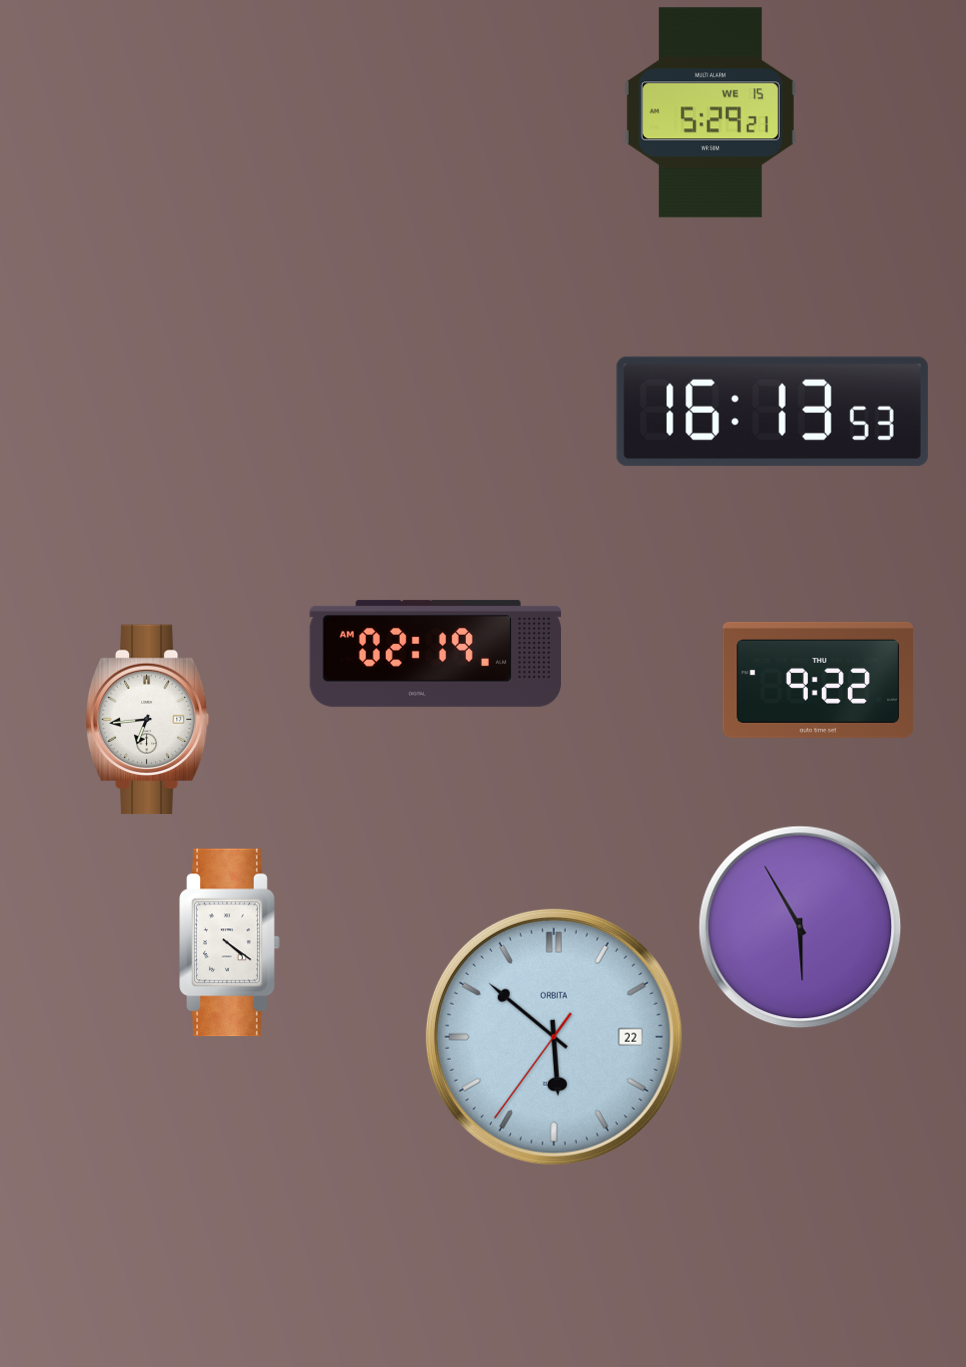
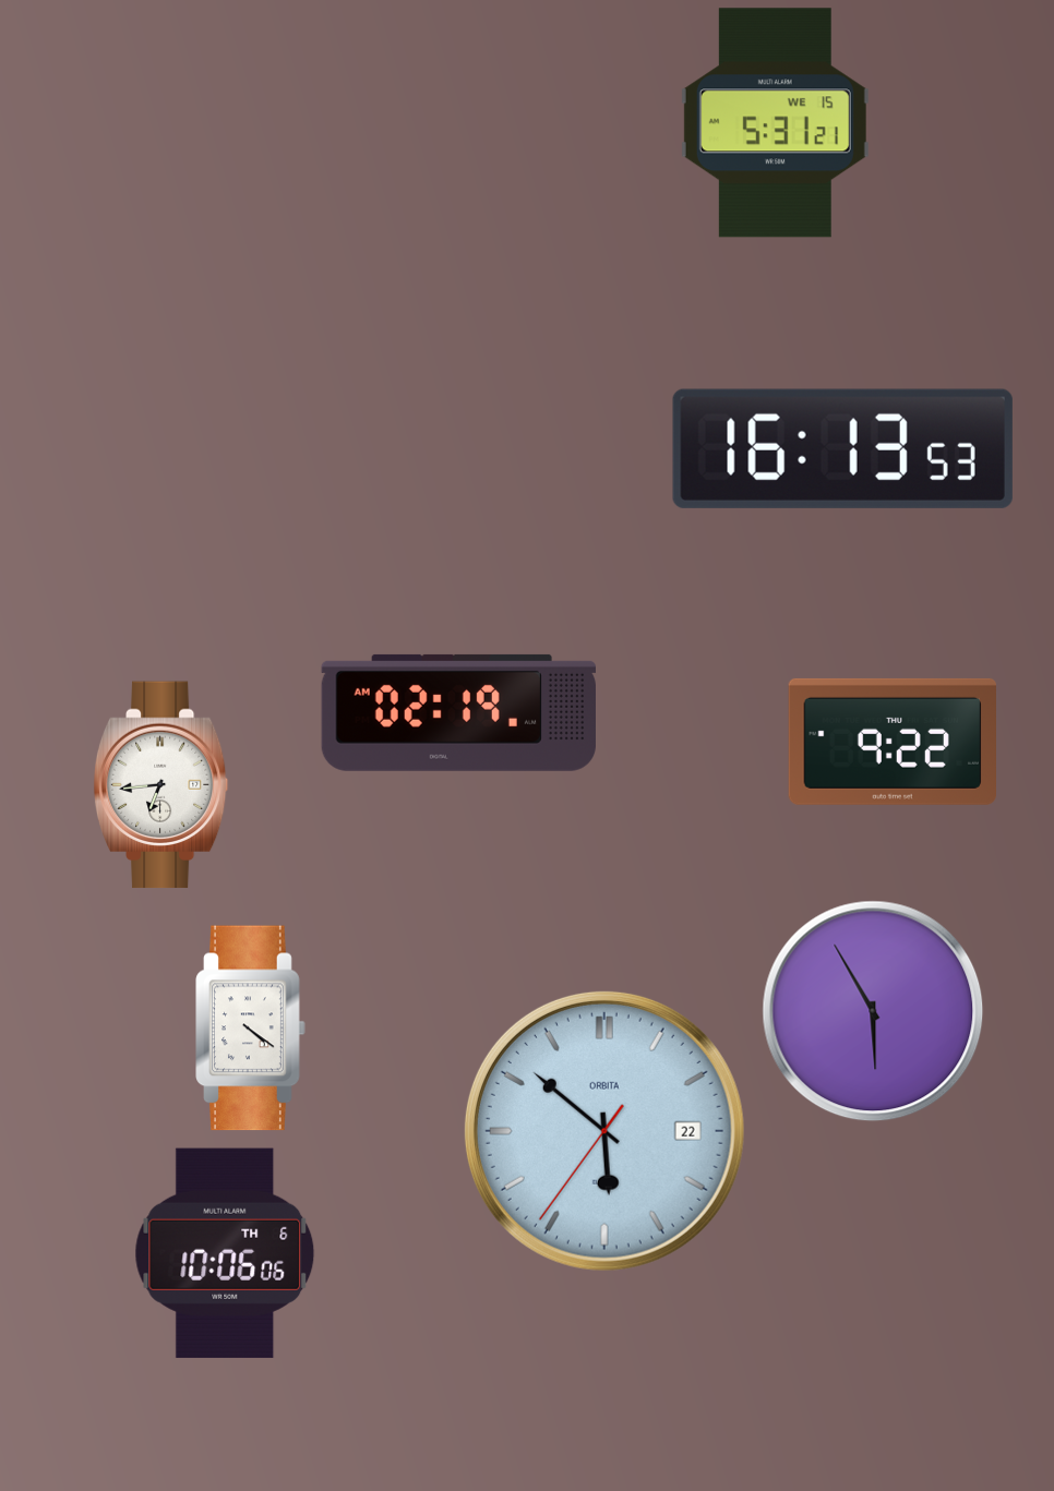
clock at (710, 113): 5:29 -> 5:31
clock at (435, 653) position: (435, 653) -> (458, 712)
clock at (225, 1253): none -> 10:06
